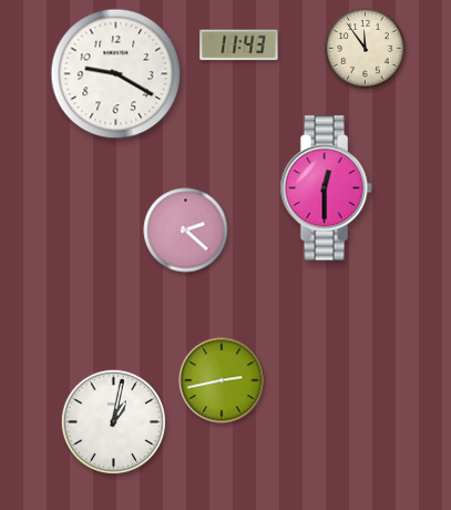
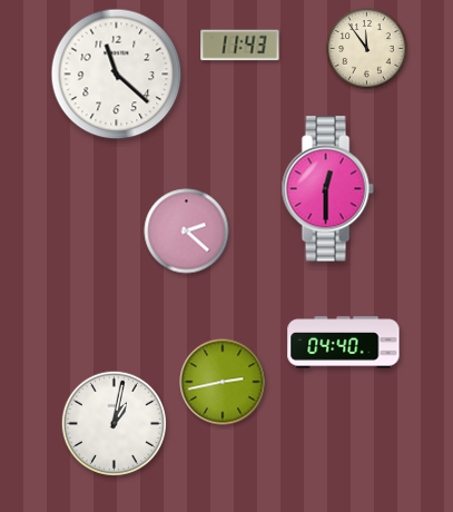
clock at (116, 74): 9:20 -> 11:22
clock at (344, 343): none -> 04:40
